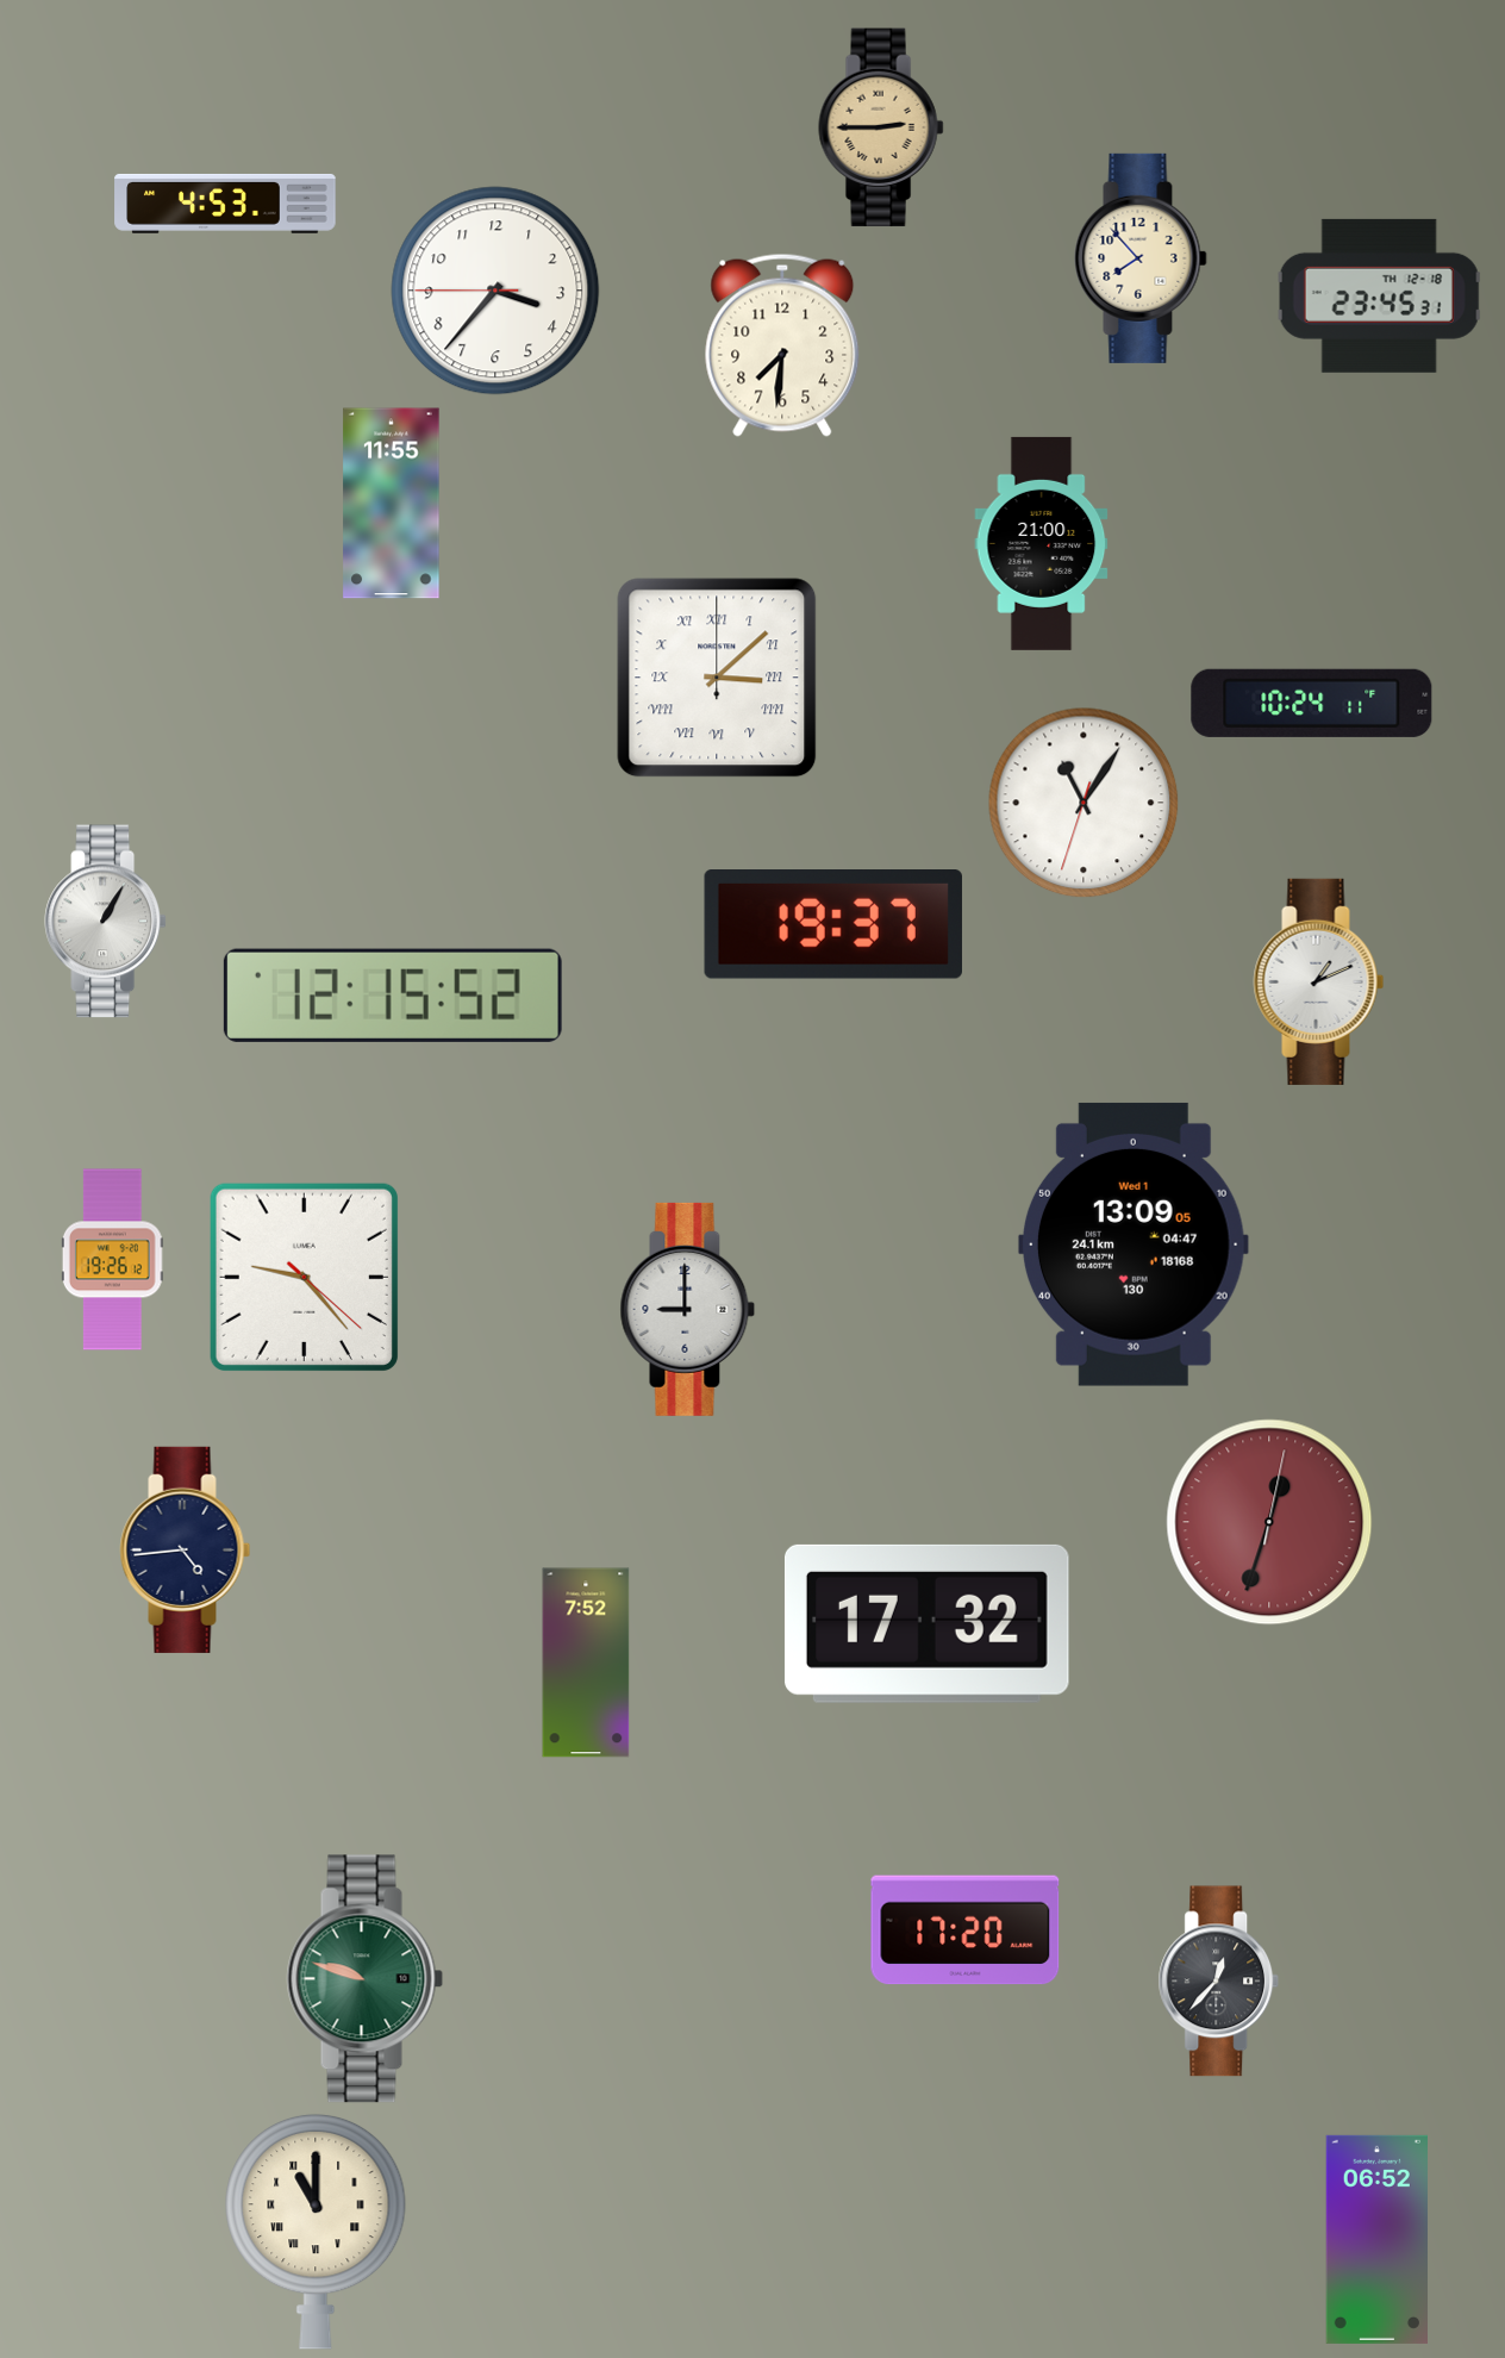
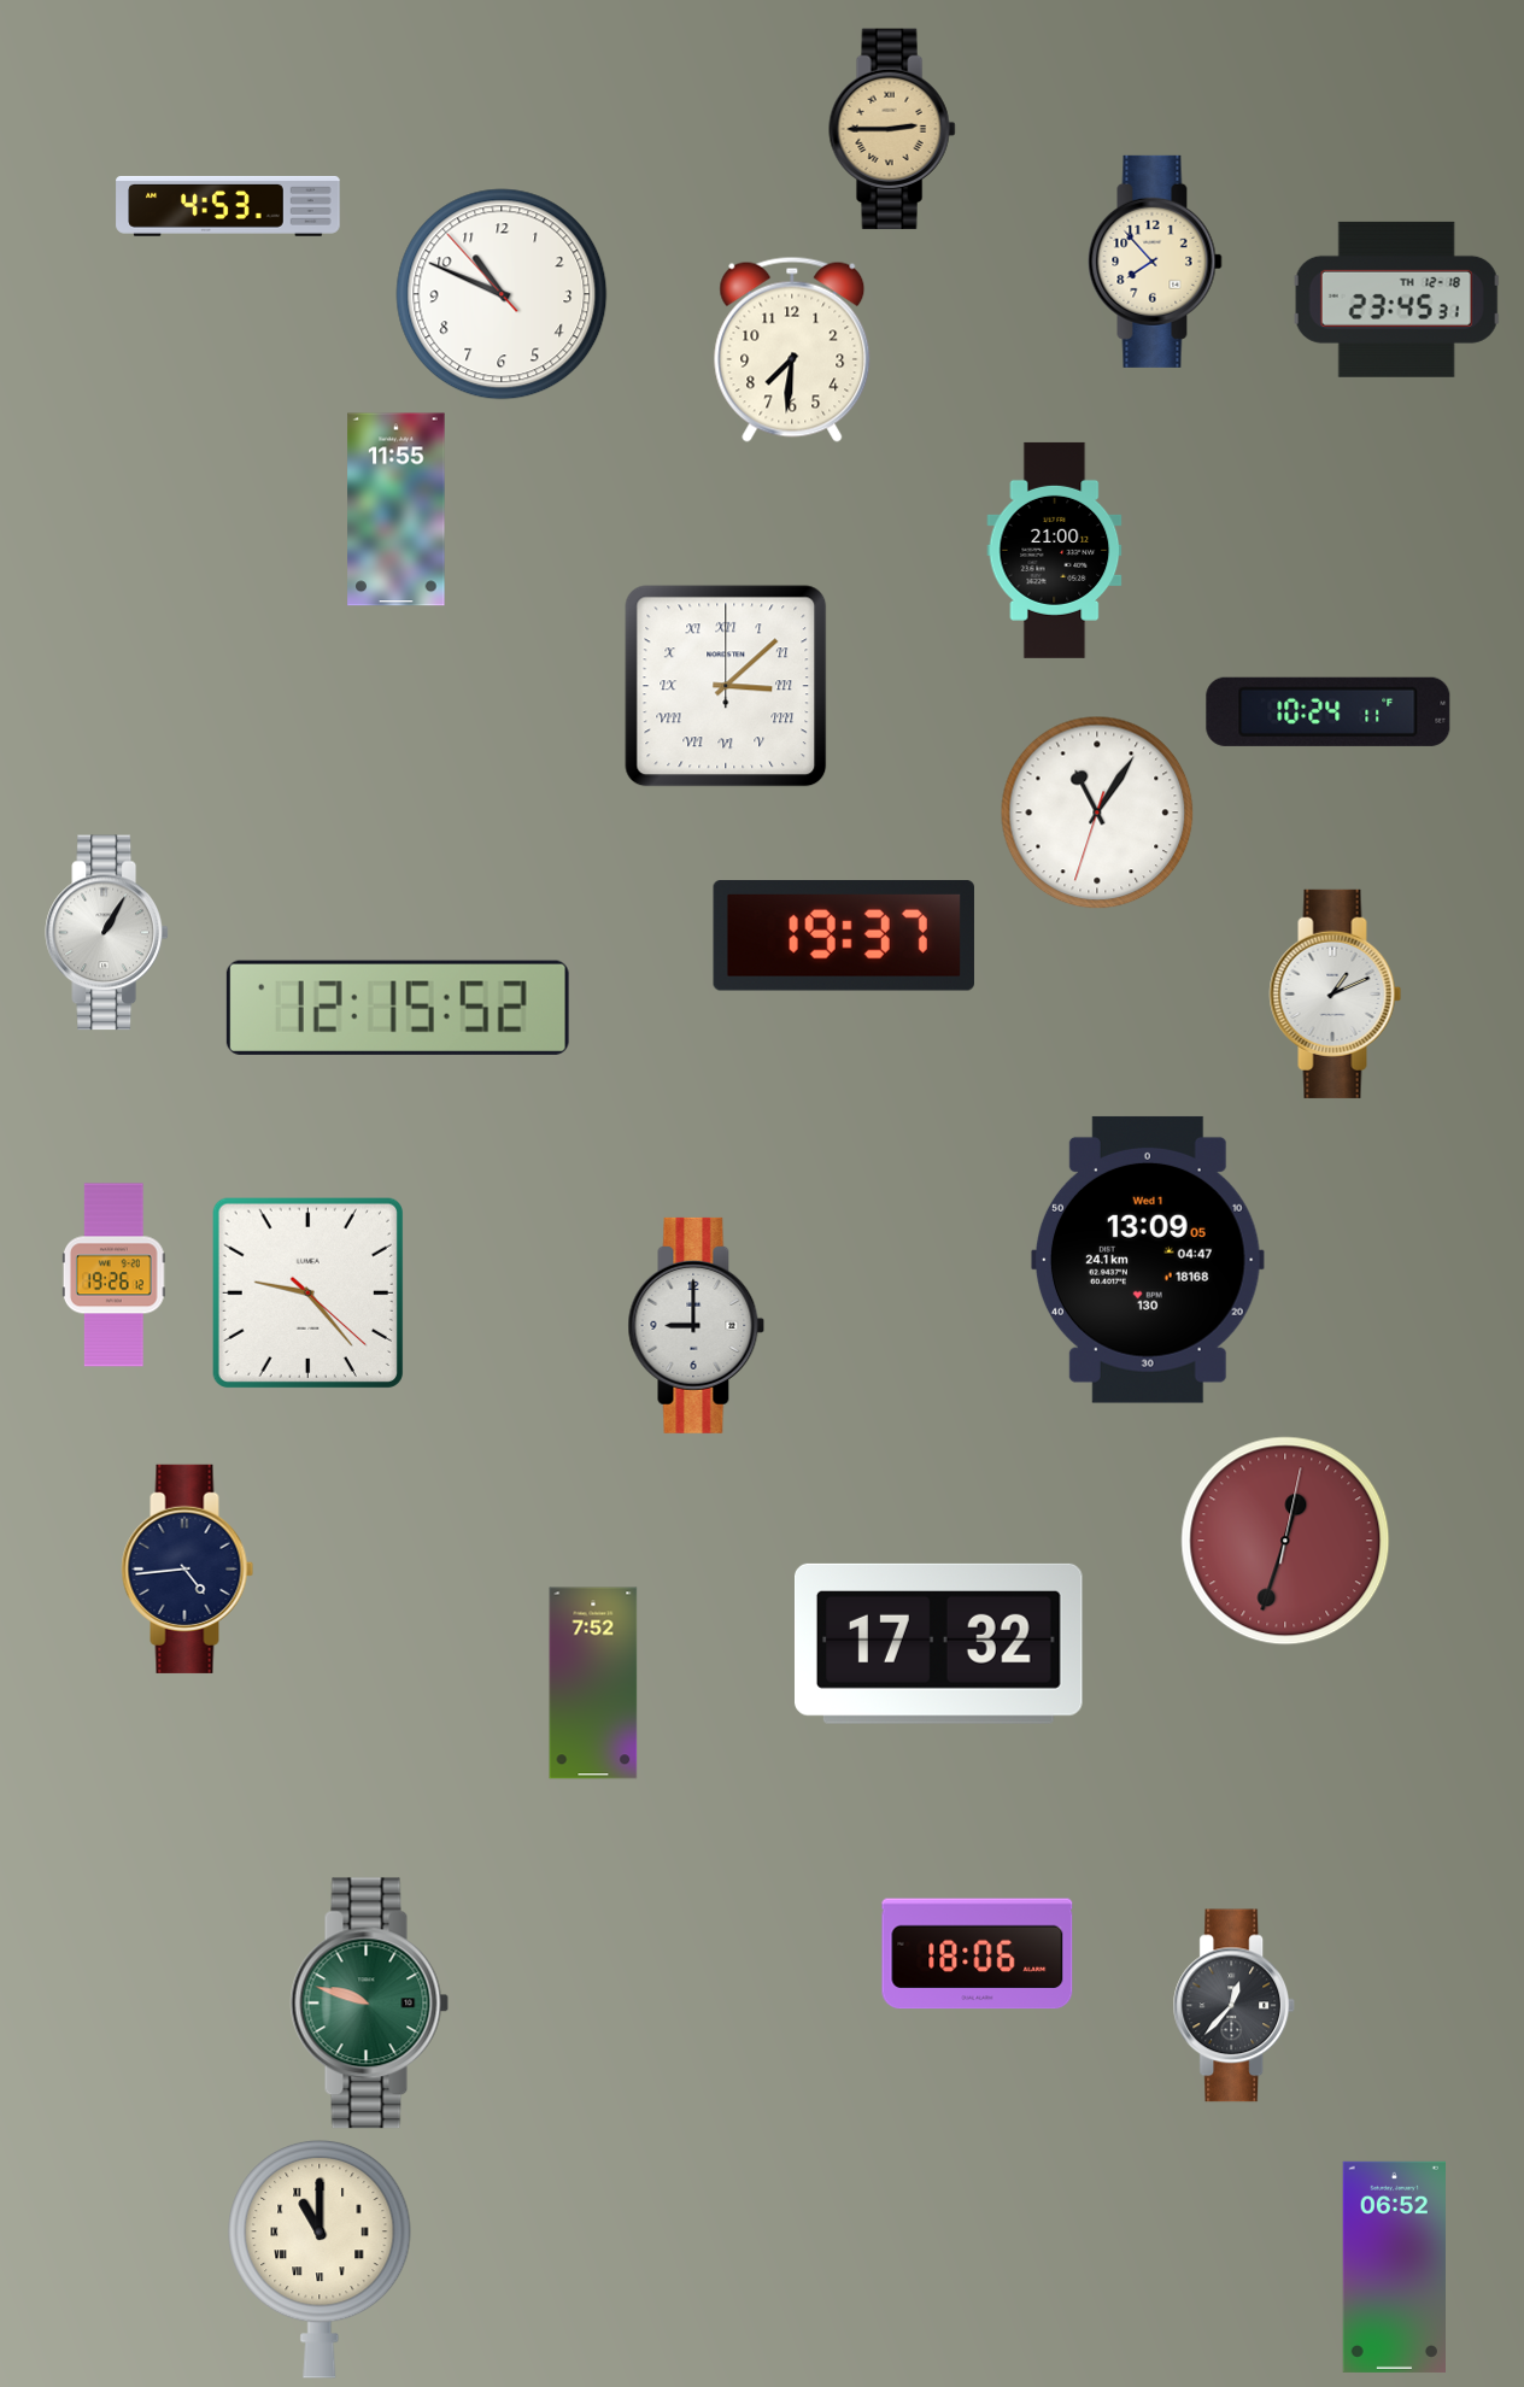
clock at (495, 291): 3:36 -> 10:48
clock at (966, 1930): 17:20 -> 18:06
